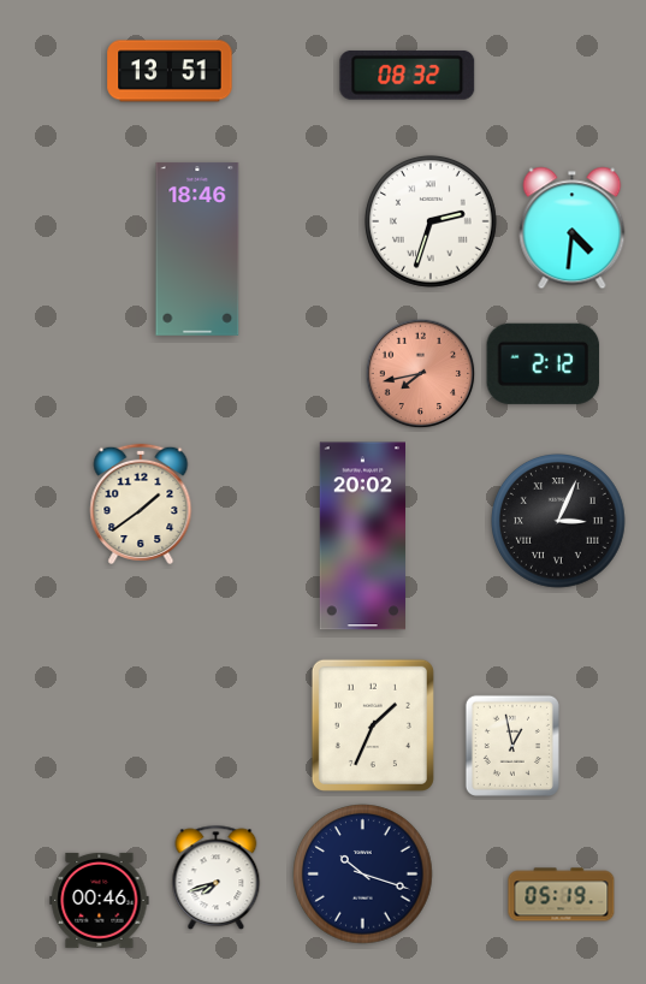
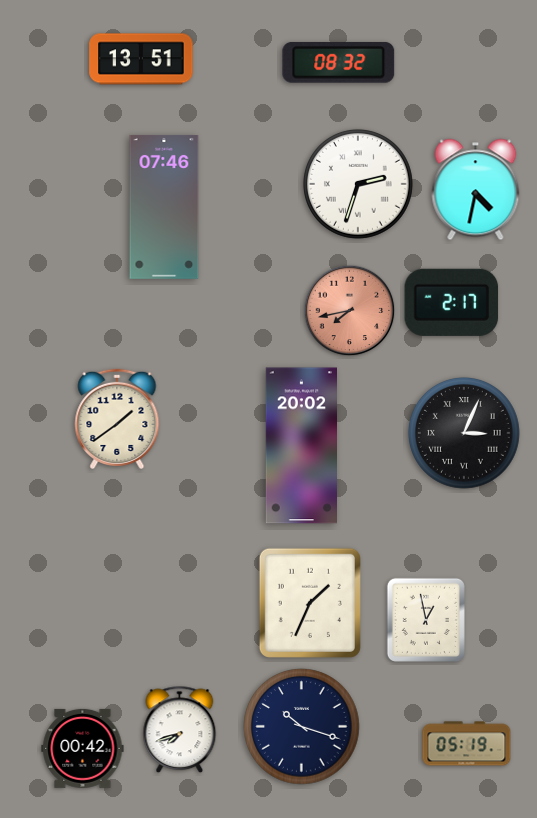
clock at (573, 229): 4:31 -> 4:32
clock at (197, 249): 18:46 -> 07:46
clock at (544, 363): 2:12 -> 2:17
clock at (100, 900): 00:46 -> 00:42
